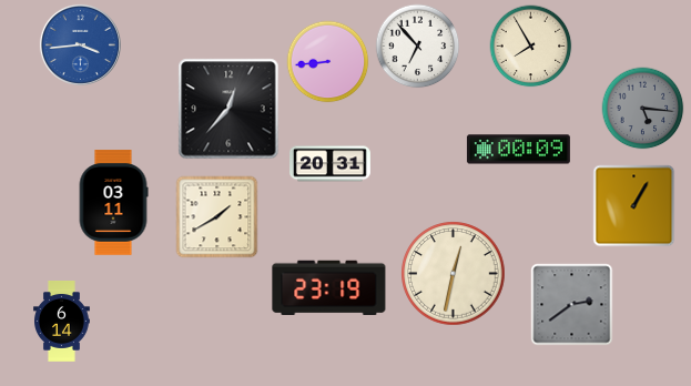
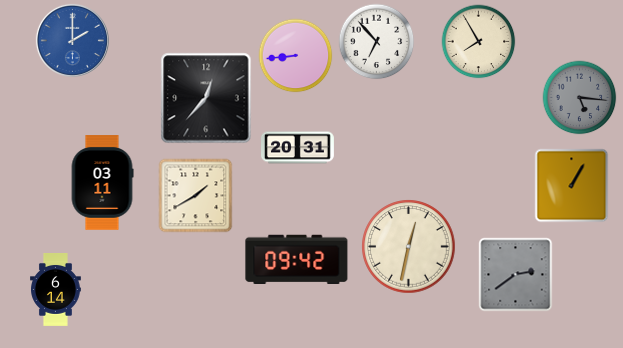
clock at (80, 44): 3:44 -> 2:00
clock at (518, 150): 00:09 -> none
clock at (329, 287): 23:19 -> 09:42
